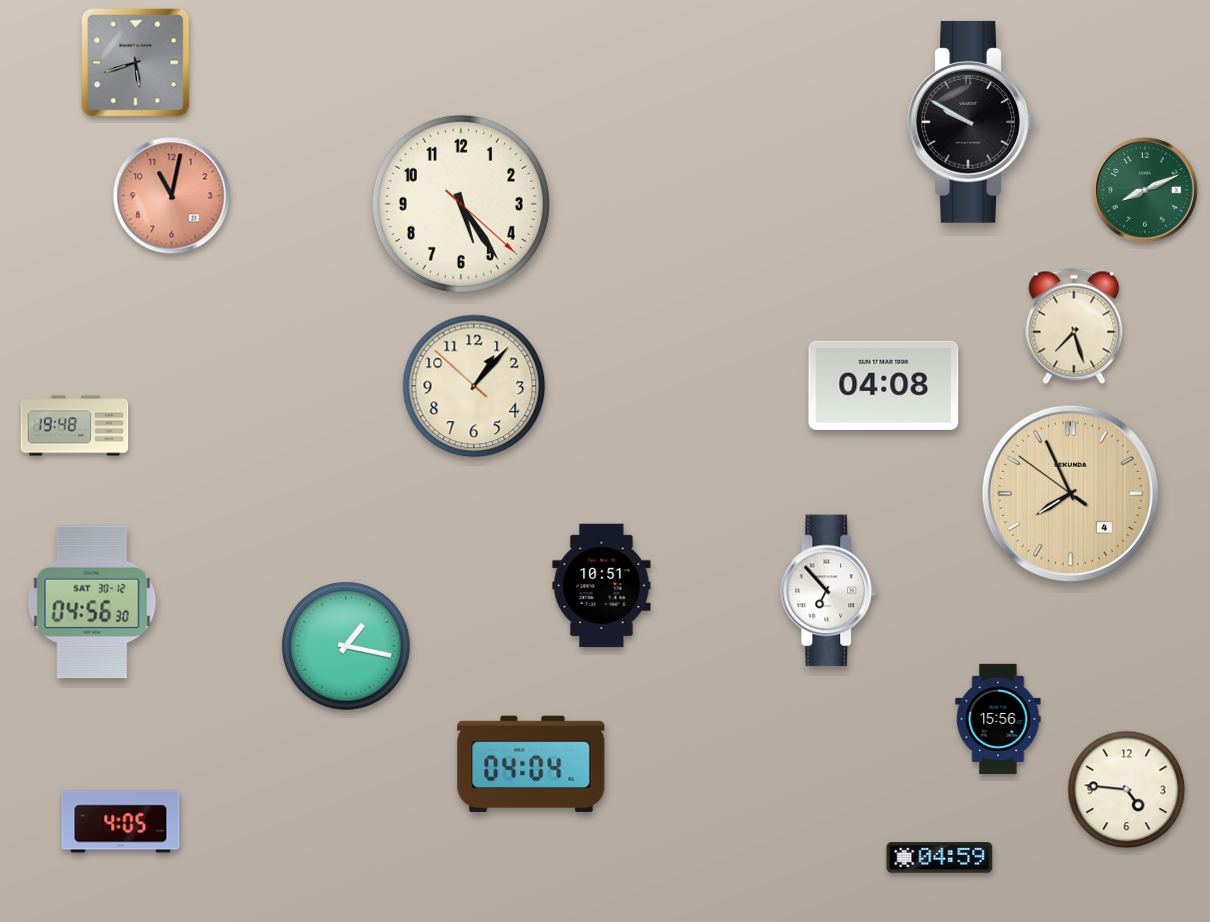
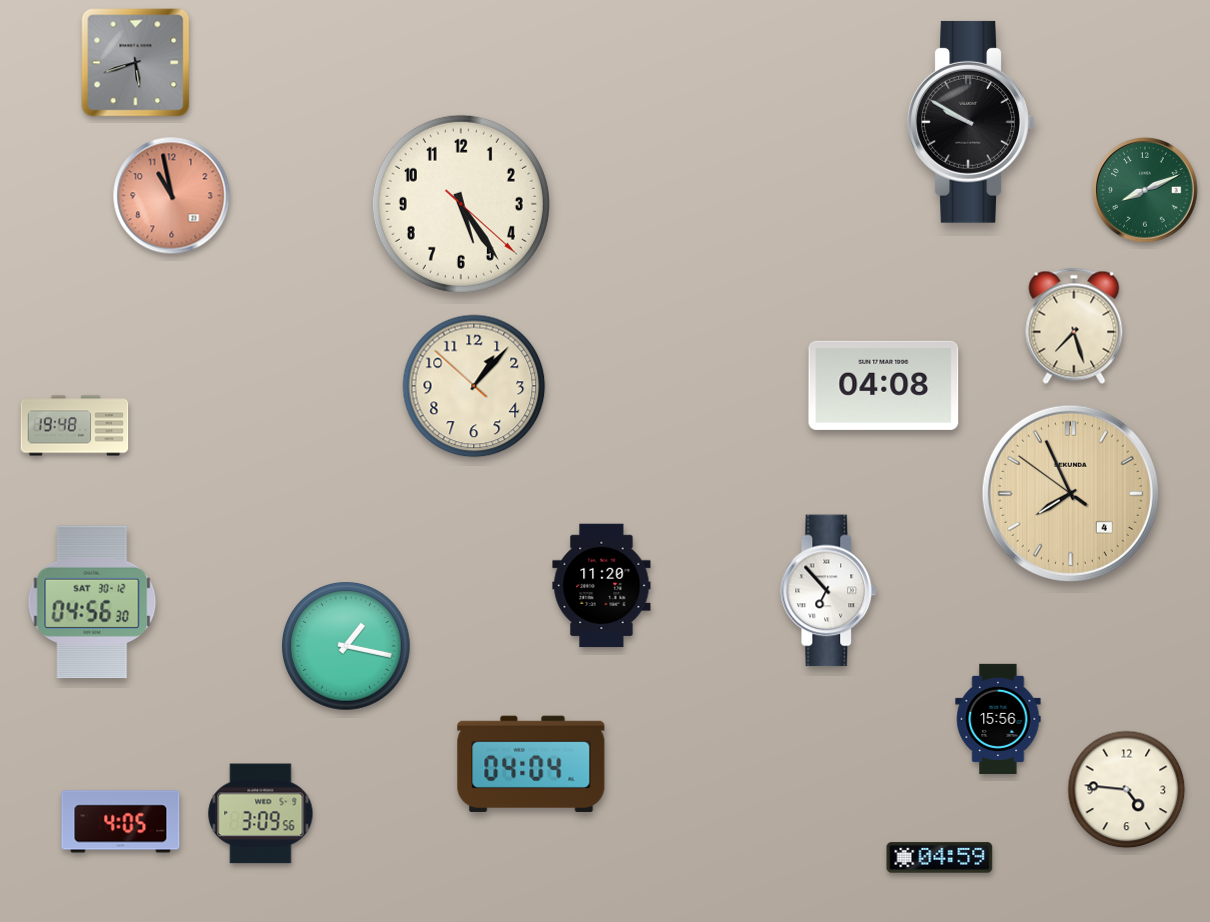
clock at (172, 196): 11:02 -> 10:58
clock at (602, 586): 10:51 -> 11:20
clock at (261, 814): none -> 3:09
